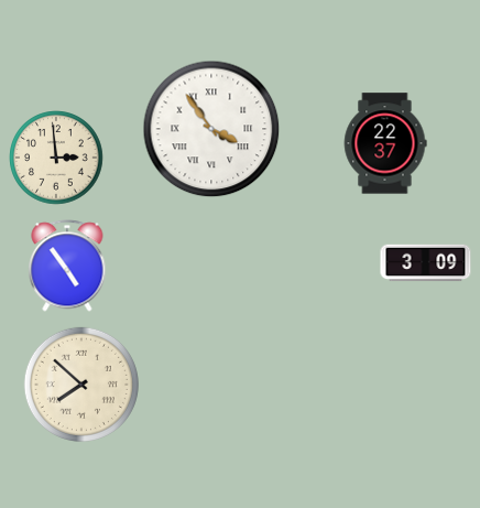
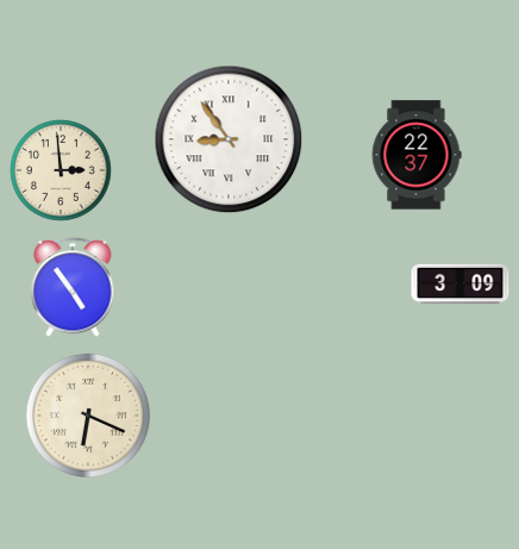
clock at (211, 129): 3:54 -> 8:54
clock at (81, 385): 7:52 -> 6:19
